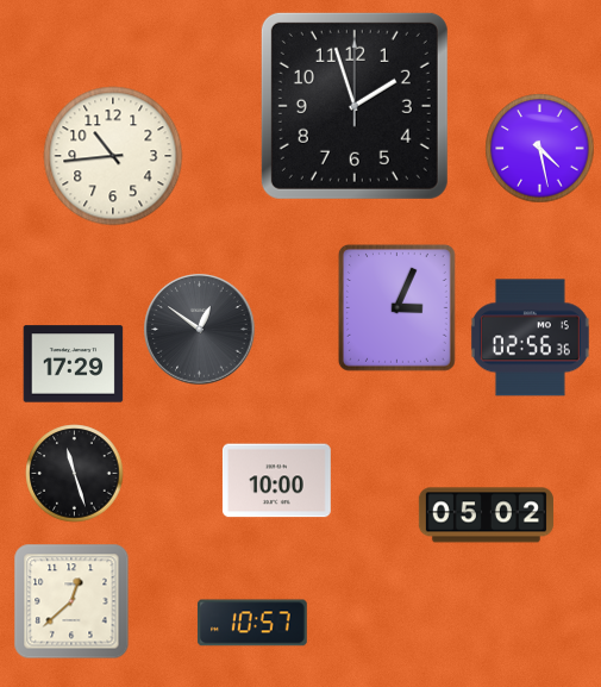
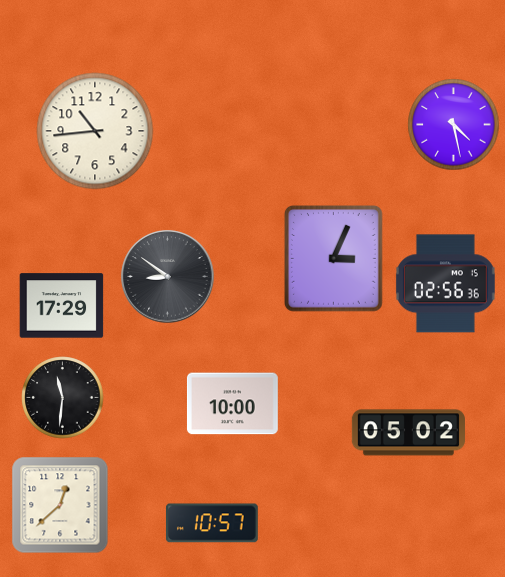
clock at (355, 106): 1:57 -> none
clock at (200, 330): 12:51 -> 8:51
clock at (75, 474): 11:27 -> 11:31
